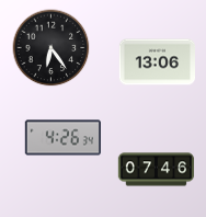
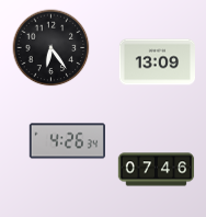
clock at (158, 62): 13:06 -> 13:09
clock at (62, 138) position: (62, 138) -> (67, 141)
